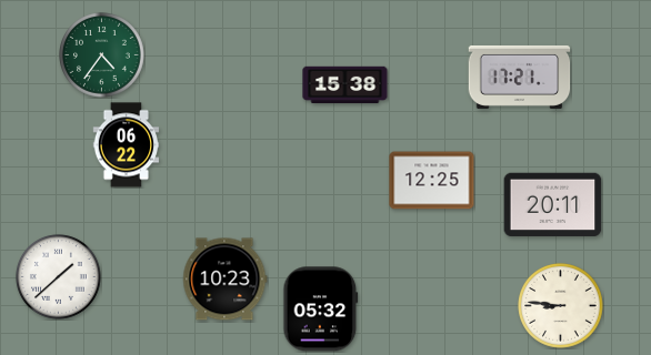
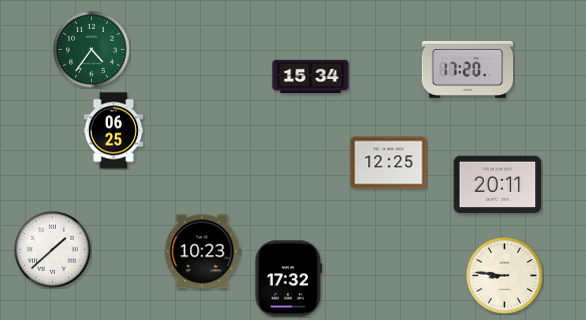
clock at (520, 77): 17:21 -> 17:20
clock at (345, 85): 15:38 -> 15:34
clock at (127, 145): 06:22 -> 06:25
clock at (321, 310): 05:32 -> 17:32
